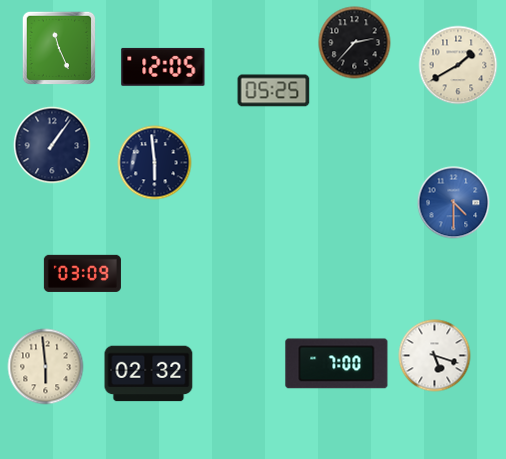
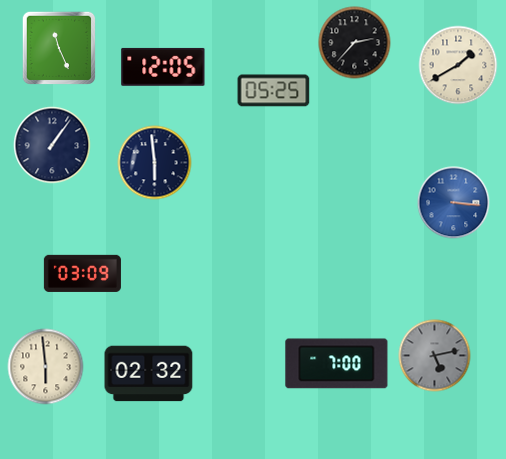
clock at (454, 203): 4:30 -> 3:16
clock at (435, 356): 5:18 -> 5:13
clock at (435, 356) dial: white -> grey
